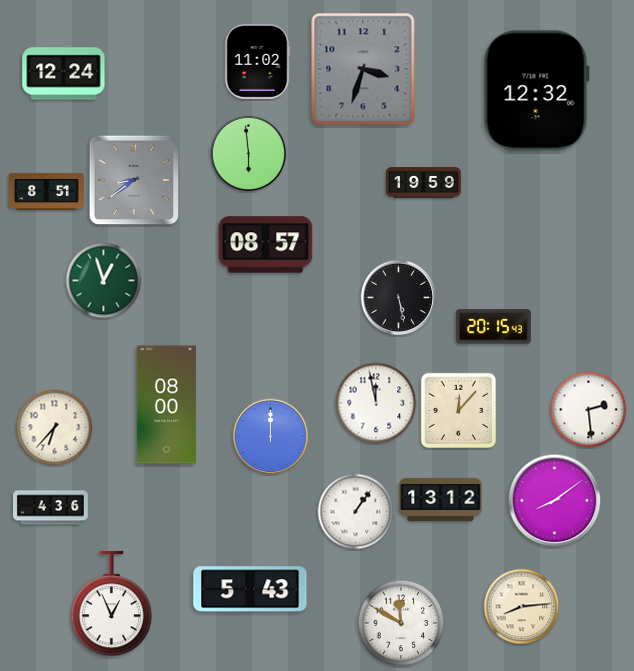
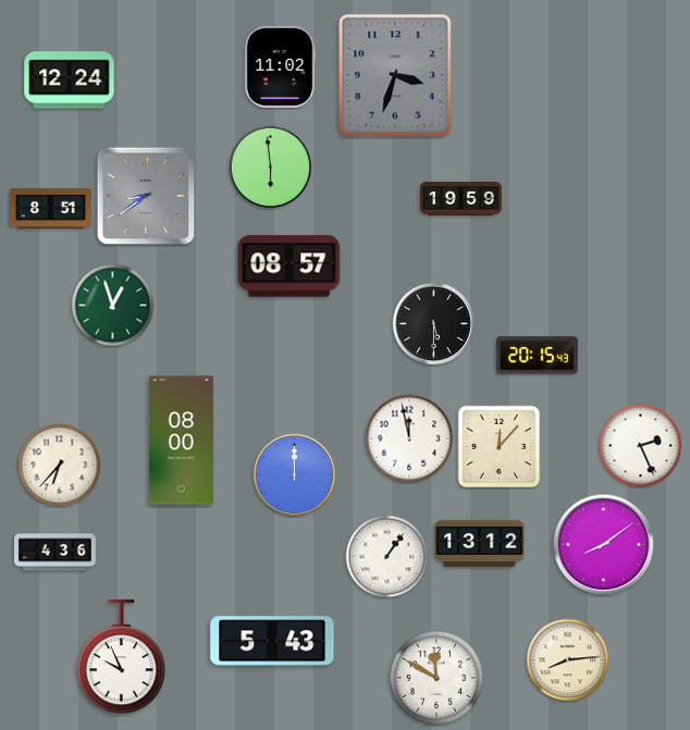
clock at (536, 91): 12:32 -> none
clock at (399, 298): 5:28 -> 5:30
clock at (589, 410): 2:29 -> 2:26
clock at (112, 604): 12:56 -> 9:56
